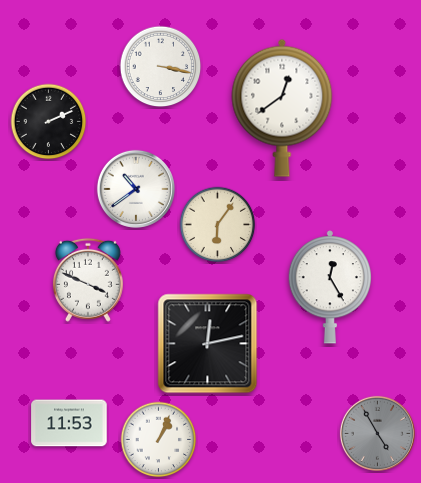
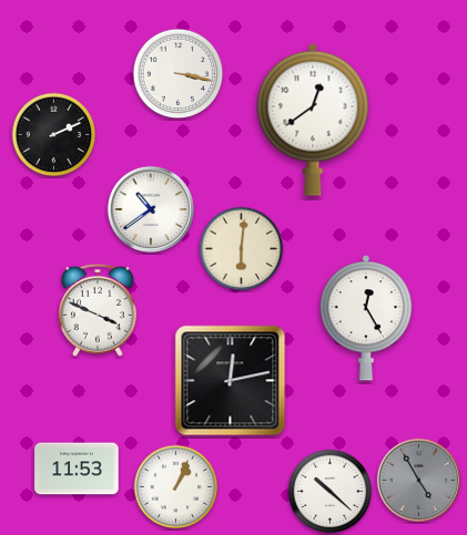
clock at (218, 225): 6:06 -> 6:01
clock at (331, 492): none -> 10:22
